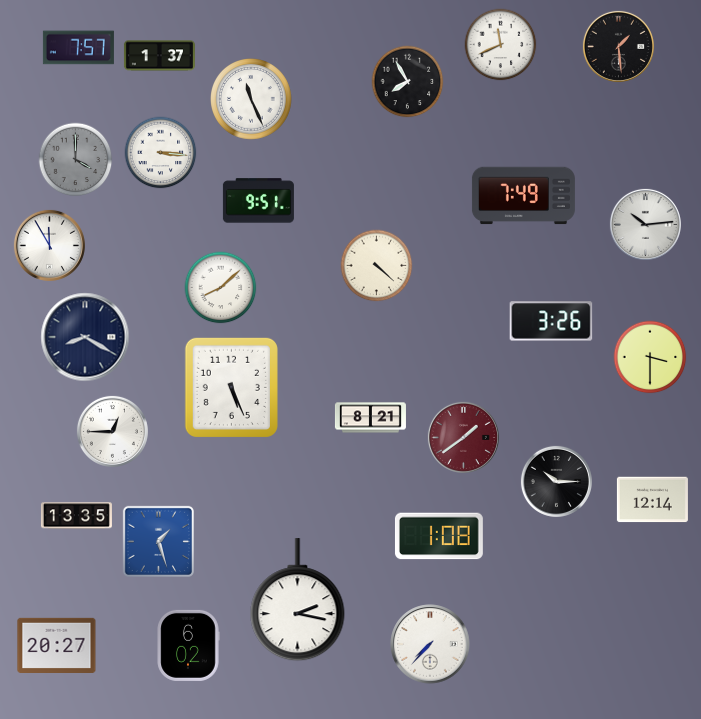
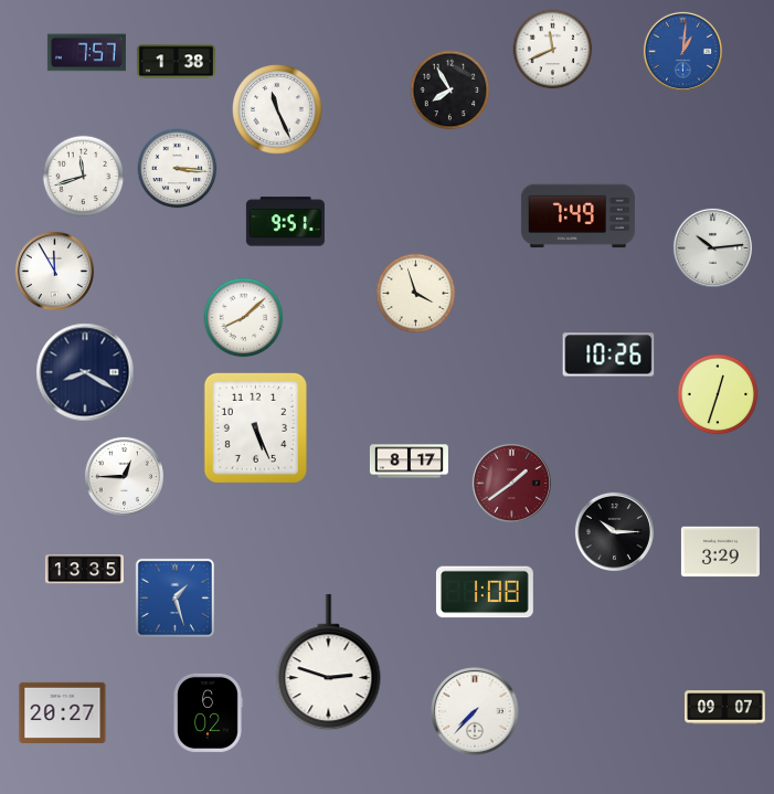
clock at (618, 46): 1:29 -> 1:01
clock at (618, 46) dial: black -> blue
clock at (159, 56): 1:37 -> 1:38
clock at (76, 160): 4:00 -> 11:42
clock at (76, 160) dial: grey -> white
clock at (377, 266): 4:22 -> 3:57
clock at (551, 321): 3:26 -> 10:26
clock at (85, 337) position: (85, 337) -> (85, 372)
clock at (650, 357): 3:30 -> 12:33
clock at (370, 418): 8:21 -> 8:17
clock at (652, 500): 12:14 -> 3:29
clock at (298, 600): 2:17 -> 2:48
clock at (725, 708): none -> 09:07
